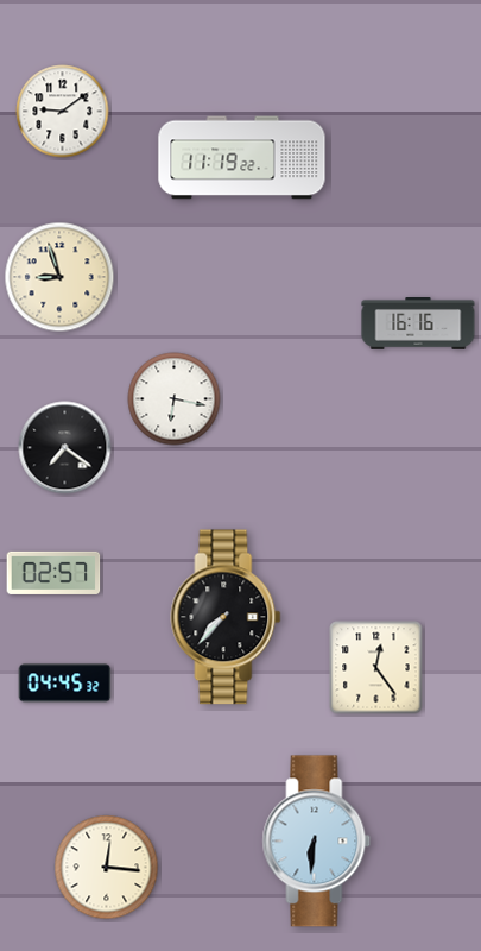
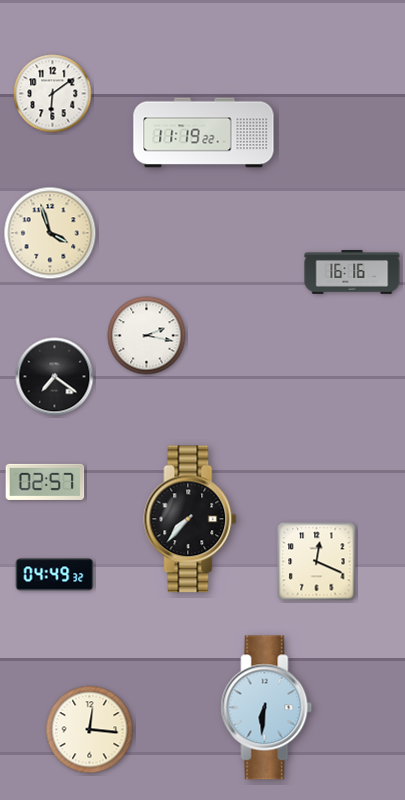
clock at (63, 112): 9:09 -> 6:09
clock at (59, 277): 8:57 -> 3:57
clock at (175, 399): 6:17 -> 2:17
clock at (376, 668): 12:24 -> 12:19
clock at (65, 684): 04:45 -> 04:49
